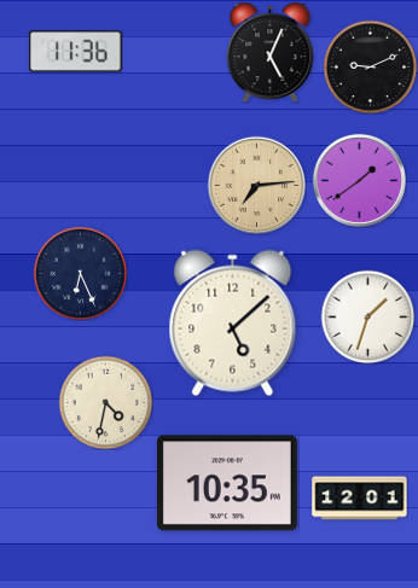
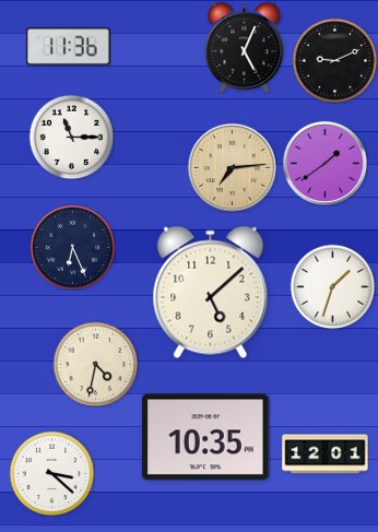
clock at (71, 137): none -> 11:15
clock at (360, 499) position: (360, 499) -> (326, 454)
clock at (51, 473): none -> 3:22
